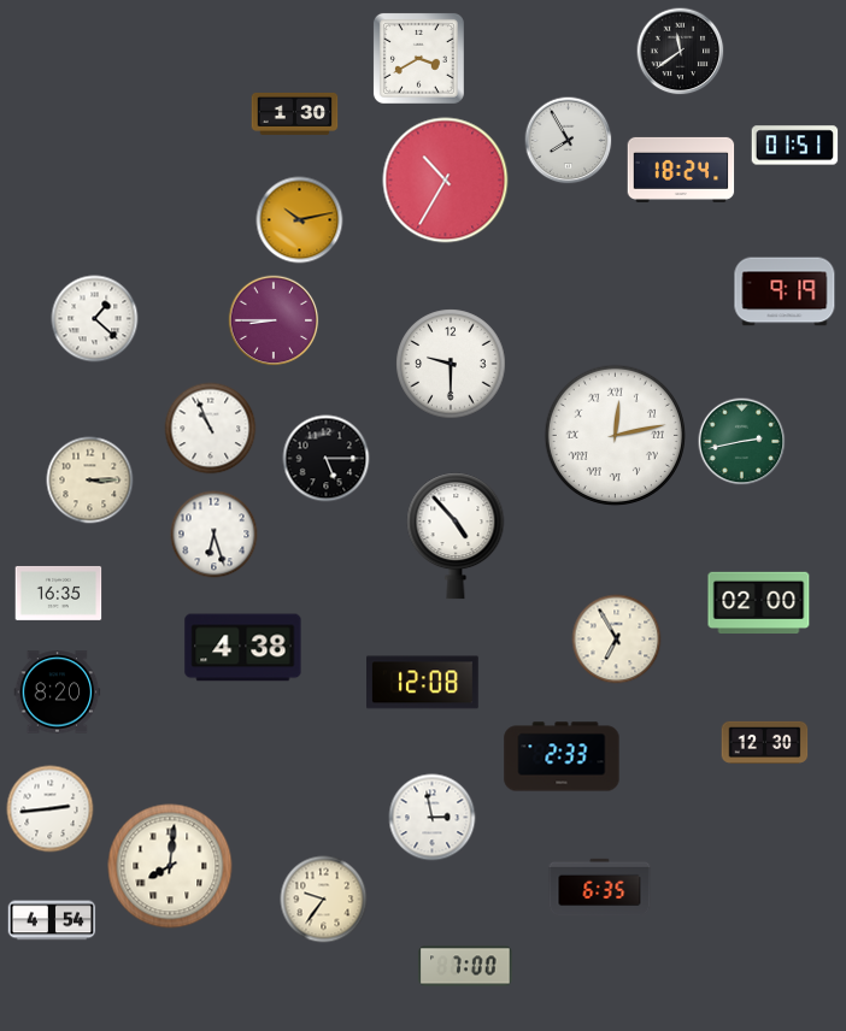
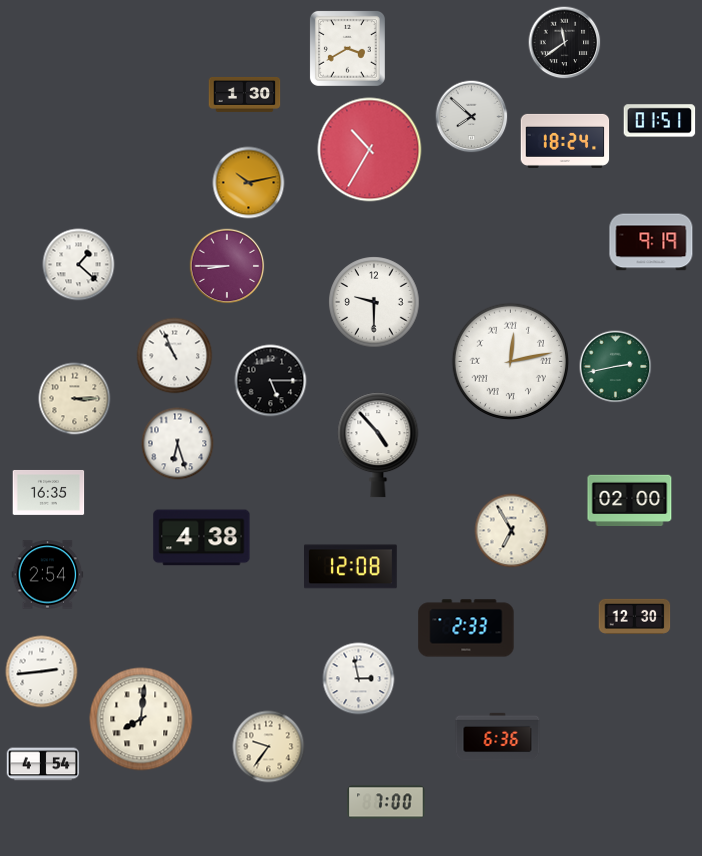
clock at (569, 141): 7:55 -> 7:52
clock at (58, 693): 8:20 -> 2:54
clock at (600, 888): 6:35 -> 6:36
